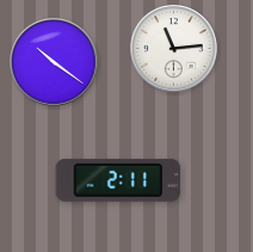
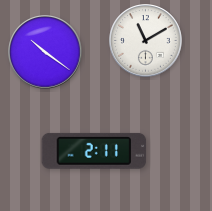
clock at (174, 49): 11:14 -> 11:10
clock at (118, 180) position: (118, 180) -> (94, 151)
